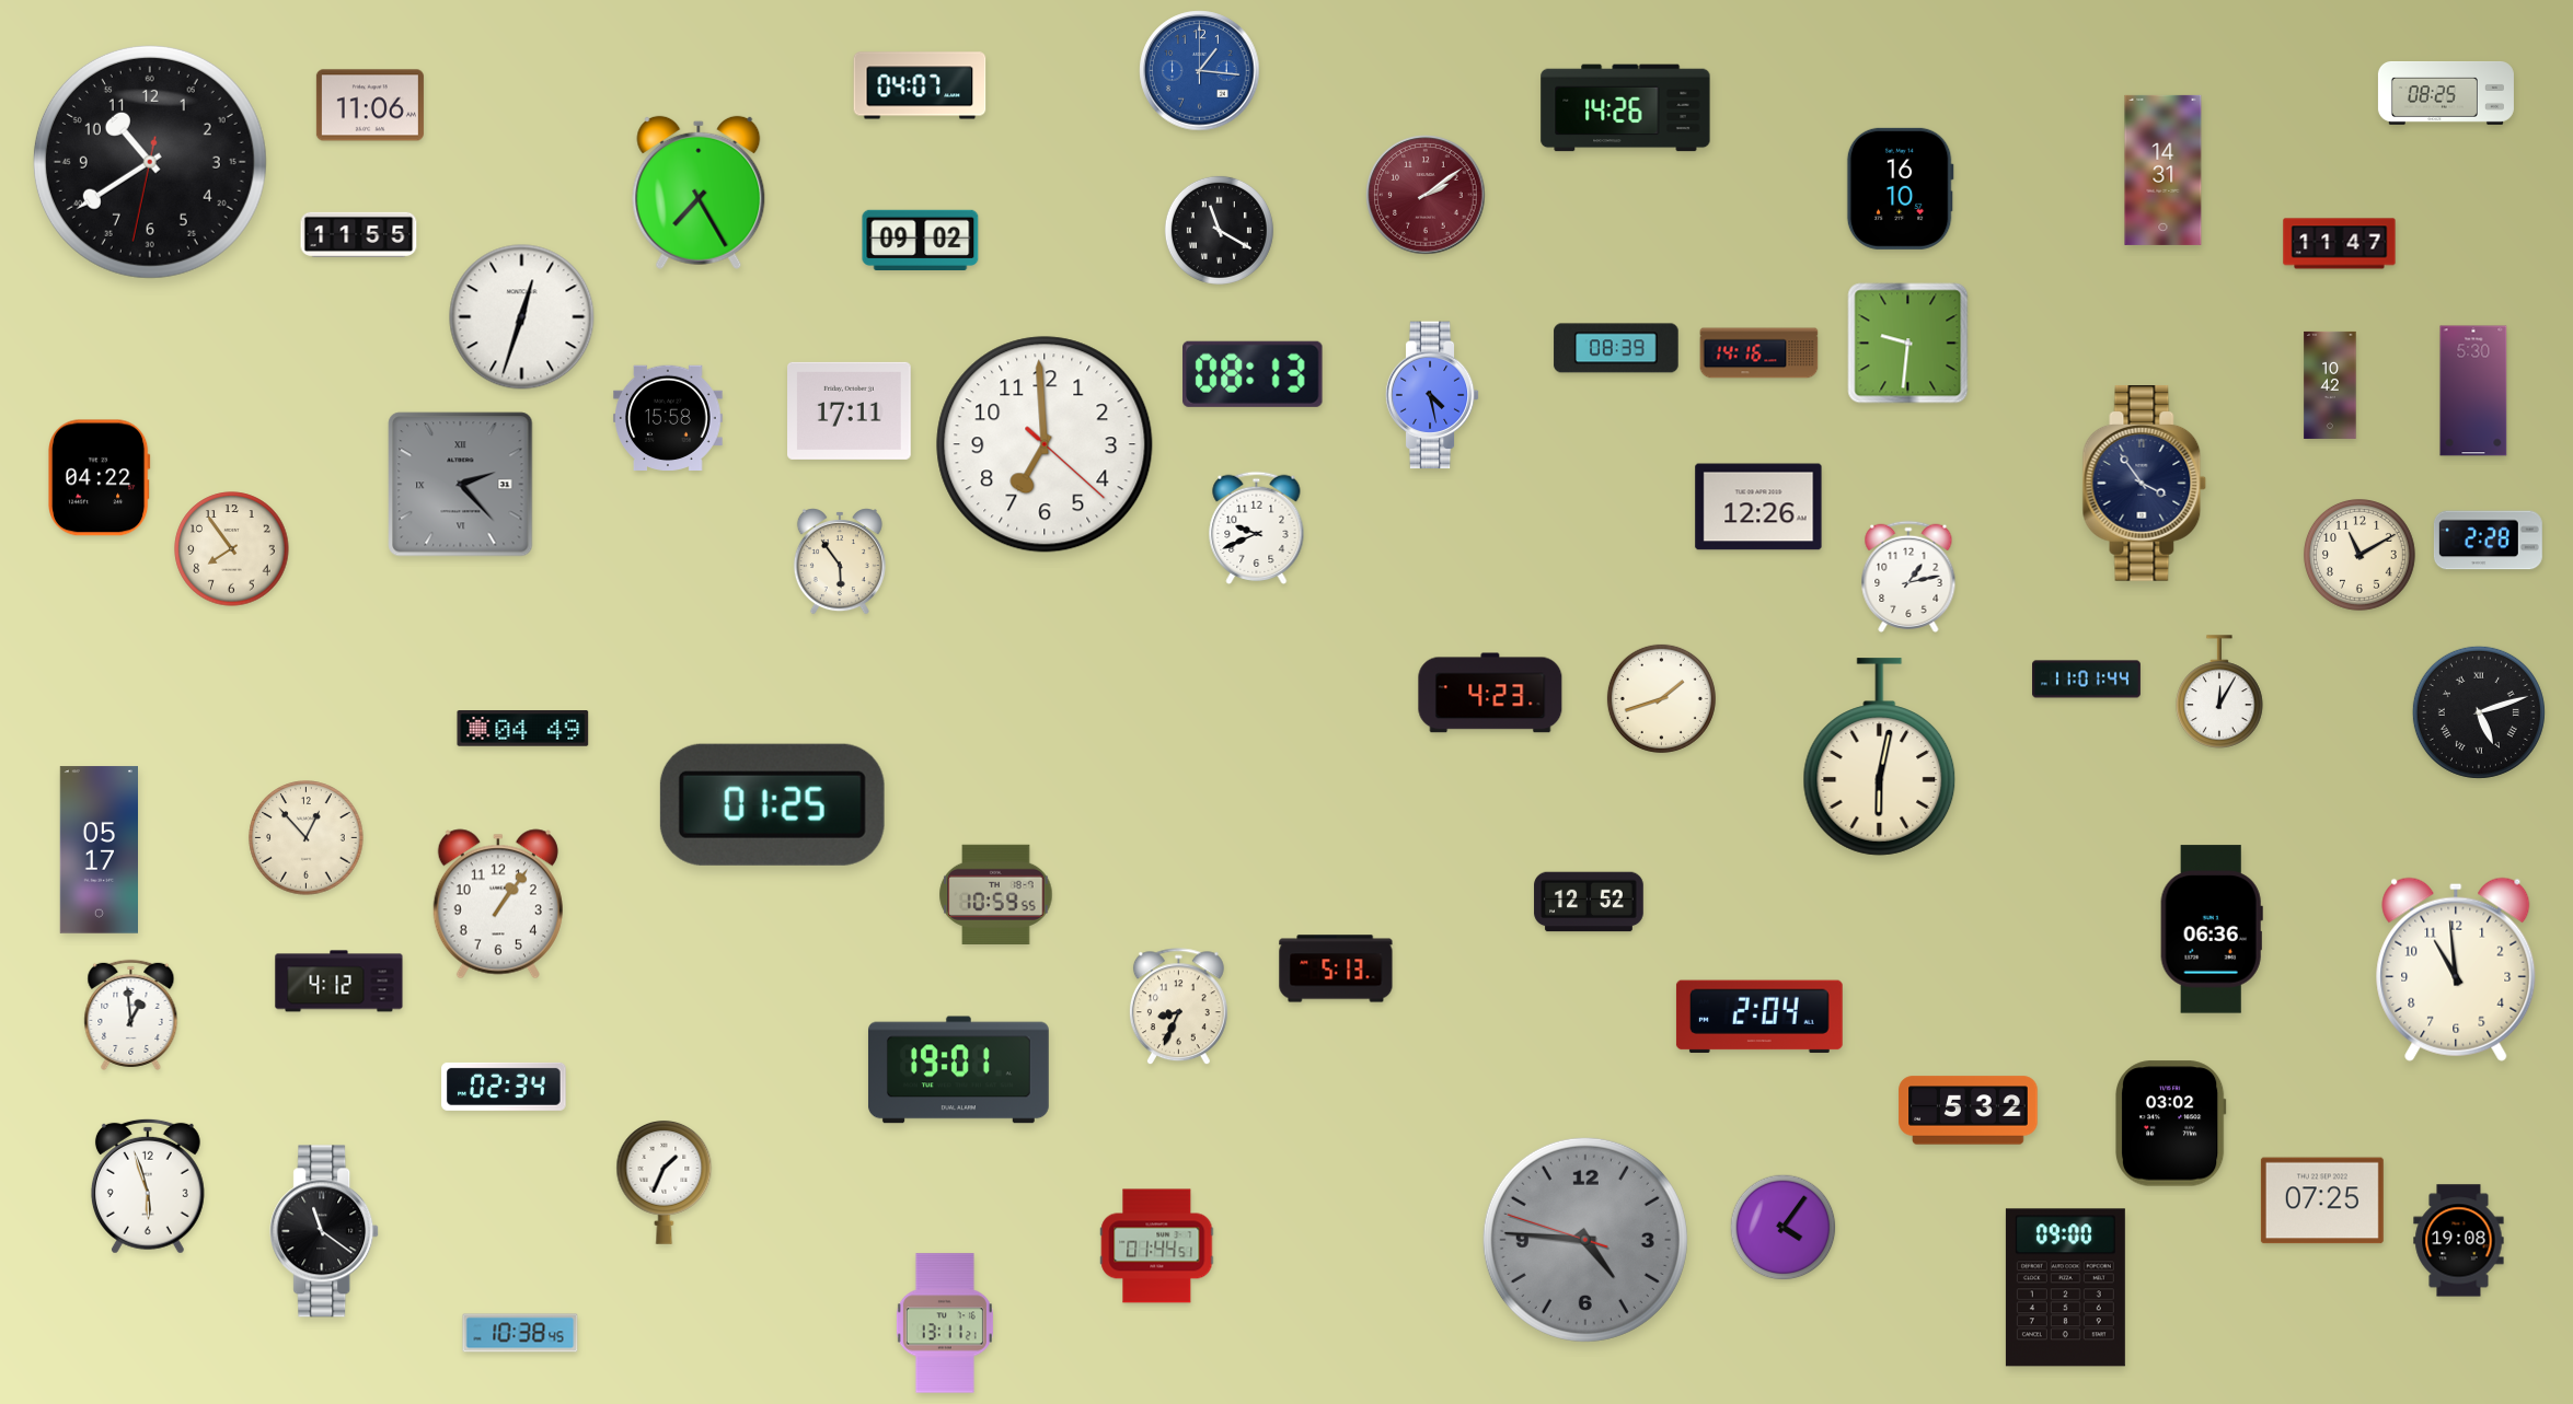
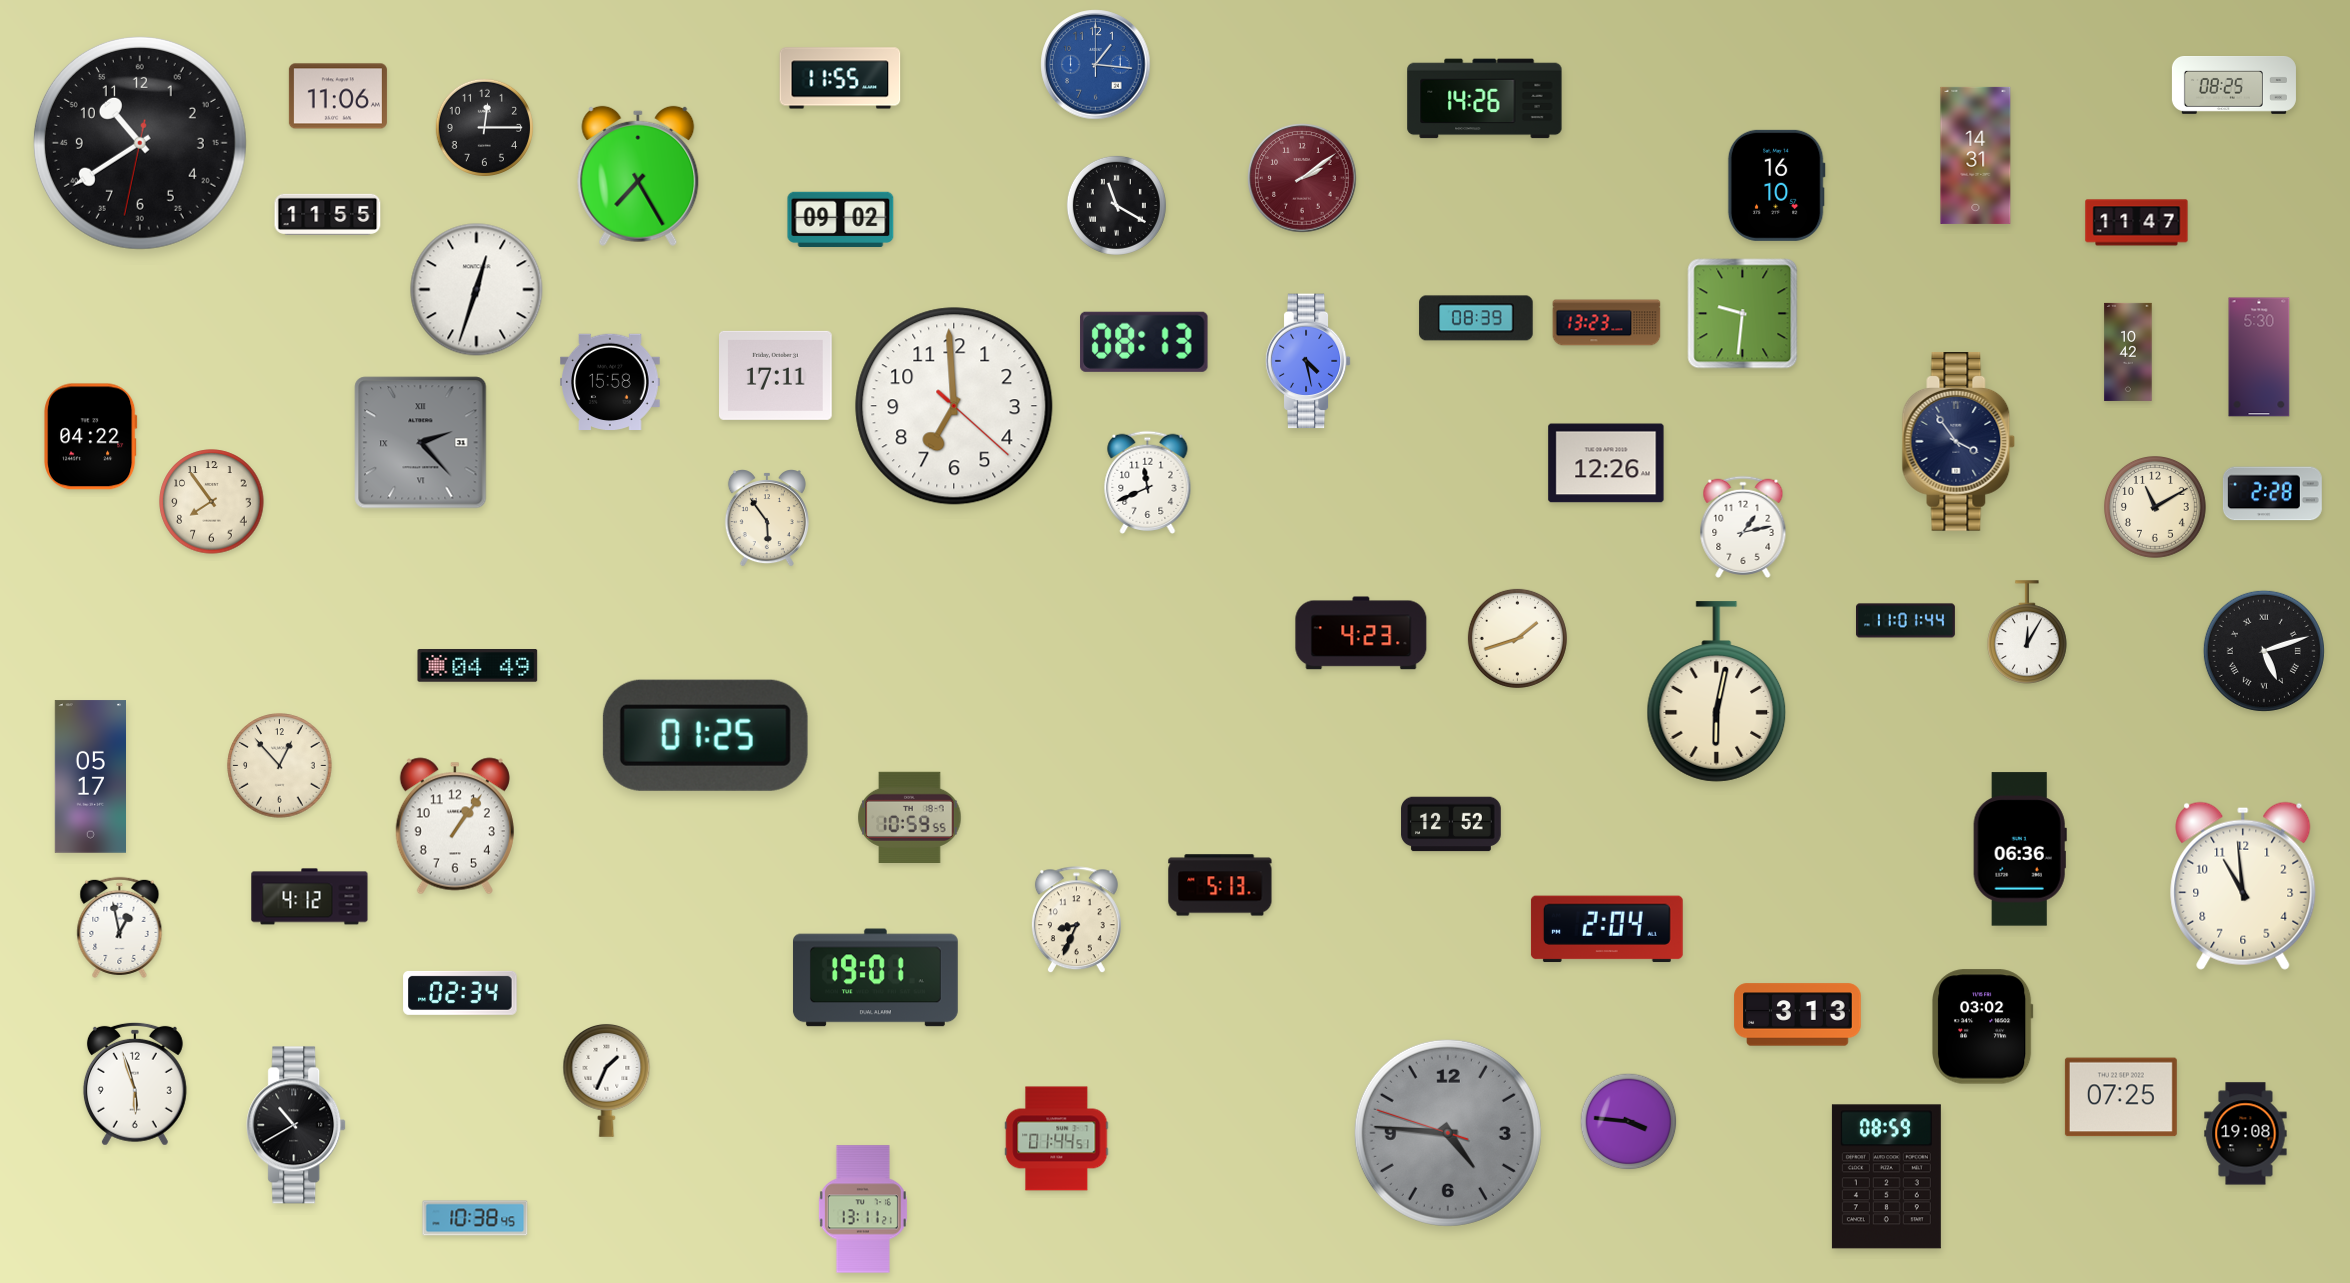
clock at (920, 85): 04:07 -> 11:55
clock at (484, 127): none -> 12:15
clock at (150, 162) position: (150, 162) -> (140, 143)
clock at (1900, 188) position: (1900, 188) -> (1776, 185)
clock at (1219, 230) position: (1219, 230) -> (1116, 205)
clock at (1759, 353): 14:16 -> 13:23
clock at (1257, 527): 9:41 -> 11:41
clock at (840, 561) position: (840, 561) -> (767, 518)
clock at (131, 1014): 12:59 -> 12:58
clock at (1969, 1111): 5:32 -> 3:13
clock at (1784, 1228): 4:06 -> 3:46
clock at (325, 1231): 11:21 -> 10:40
clock at (2065, 1288): 09:00 -> 08:59
